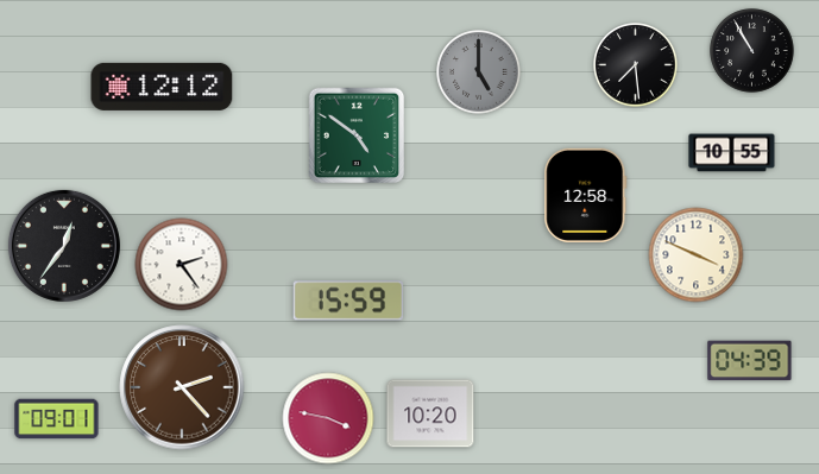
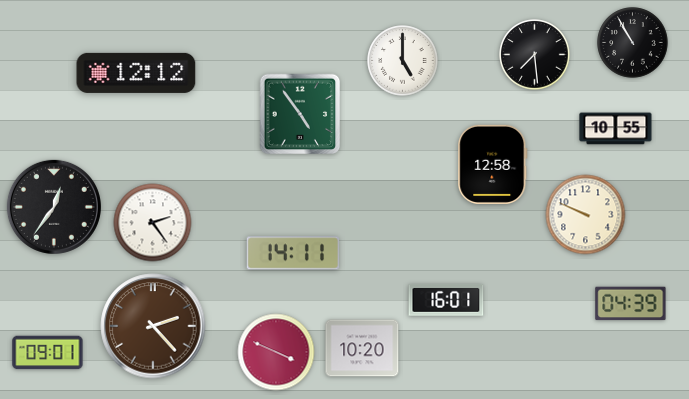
clock at (479, 72) dial: grey -> white
clock at (357, 135): 4:51 -> 4:54
clock at (697, 255): 3:49 -> 9:49
clock at (348, 301): 15:59 -> 14:11
clock at (446, 301): none -> 16:01
clock at (328, 418): 3:47 -> 3:49
